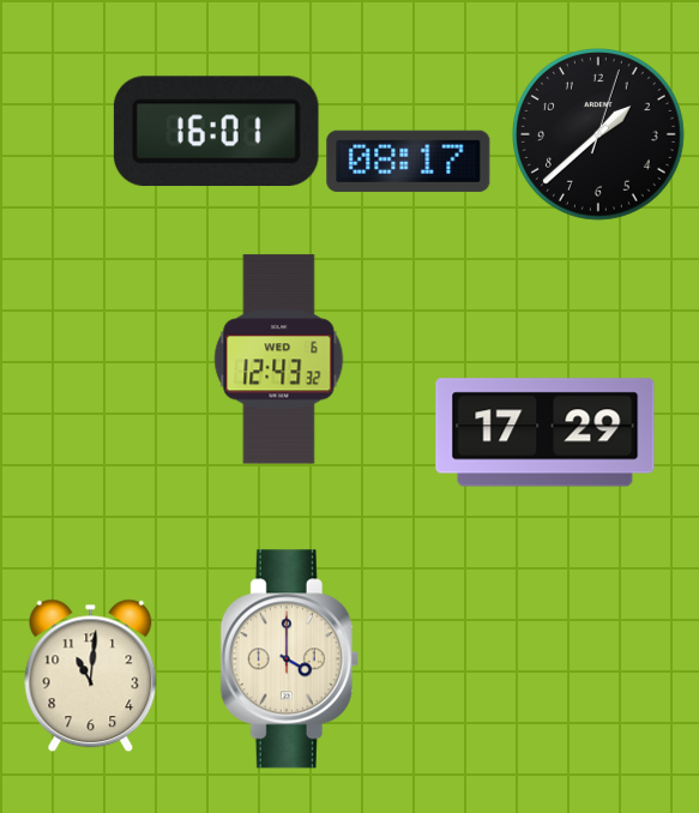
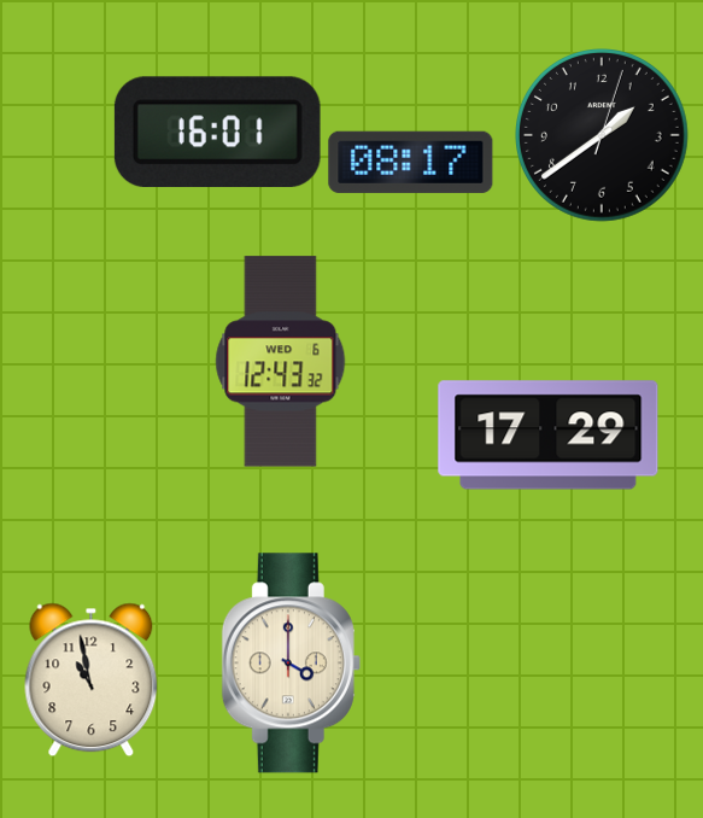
clock at (599, 135): 1:38 -> 1:39
clock at (91, 676): 11:01 -> 10:58
